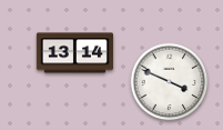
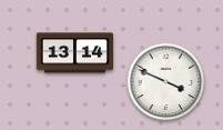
clock at (170, 82) position: (170, 82) -> (166, 82)
